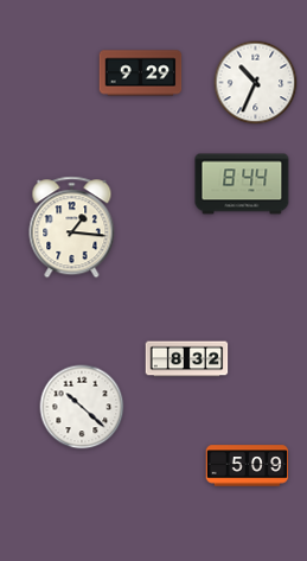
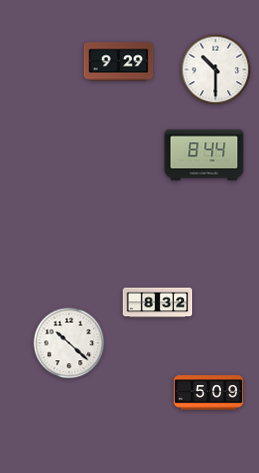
clock at (256, 83): 10:34 -> 10:30
clock at (72, 228): 1:16 -> none
